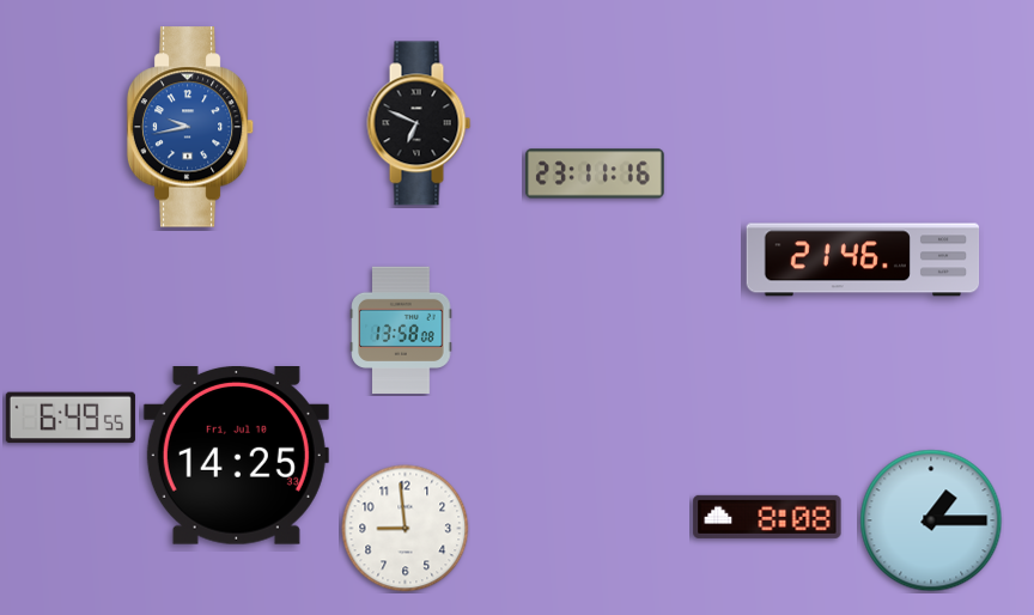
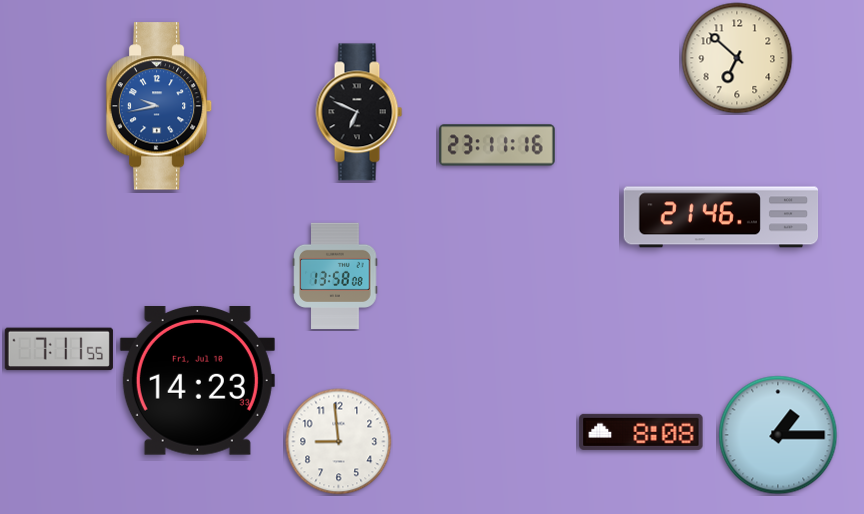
clock at (737, 58): none -> 6:52
clock at (419, 123) position: (419, 123) -> (359, 112)
clock at (71, 418): 6:49 -> 7:11
clock at (236, 456): 14:25 -> 14:23
